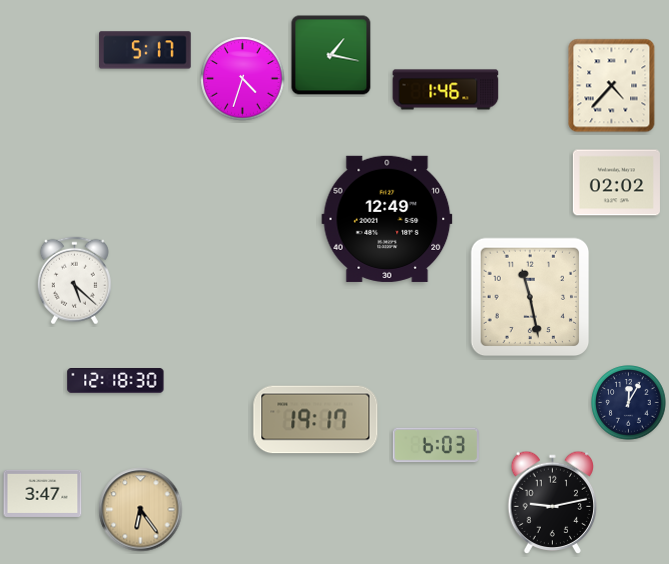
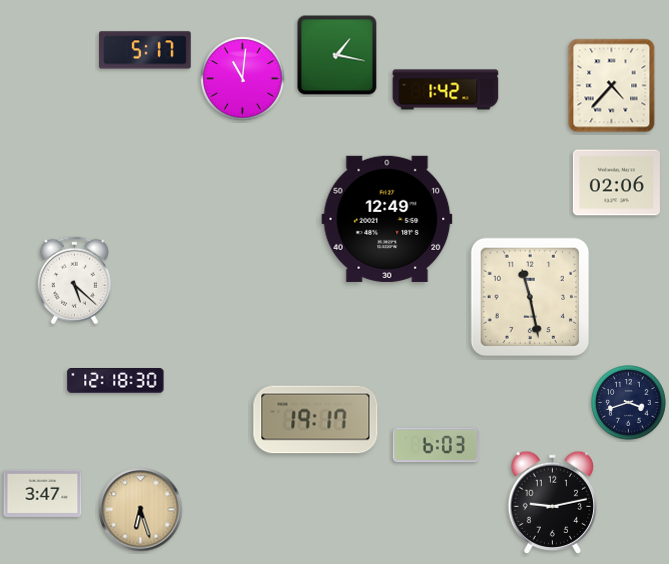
clock at (331, 55) position: (331, 55) -> (337, 55)
clock at (243, 79): 4:33 -> 11:01
clock at (446, 90): 1:46 -> 1:42
clock at (616, 183): 02:02 -> 02:06
clock at (629, 403): 12:05 -> 3:42
clock at (141, 510): 6:24 -> 6:27
